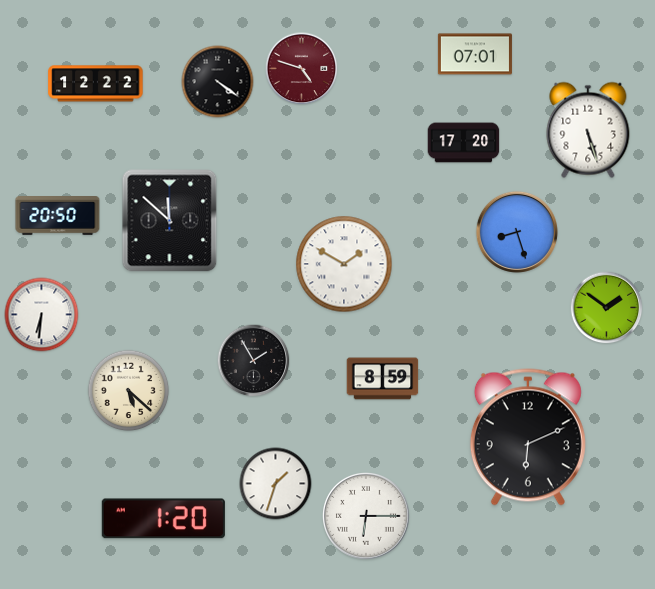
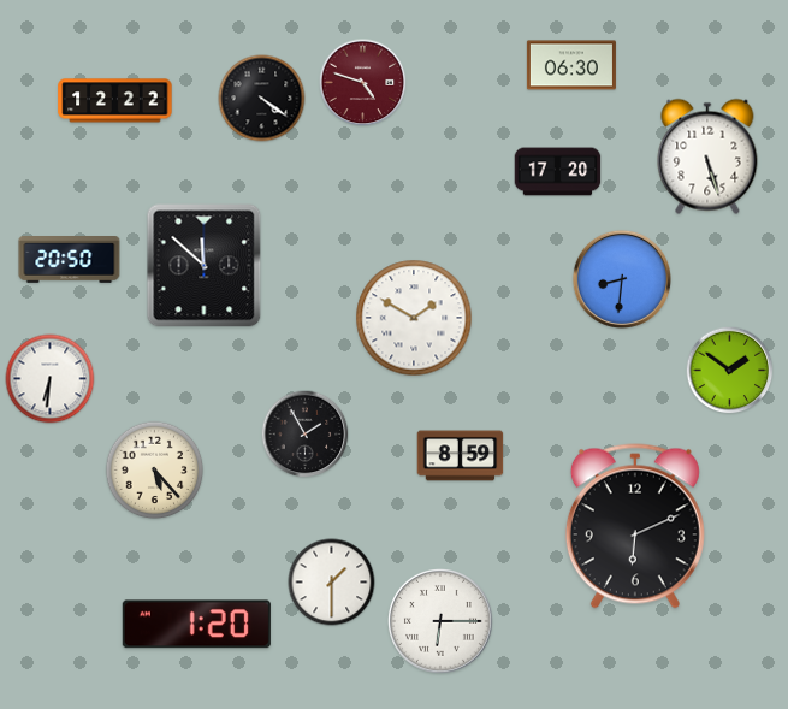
clock at (475, 54): 07:01 -> 06:30
clock at (517, 232): 8:27 -> 8:31
clock at (129, 391): 5:22 -> 5:23
clock at (276, 484): 1:33 -> 1:30
